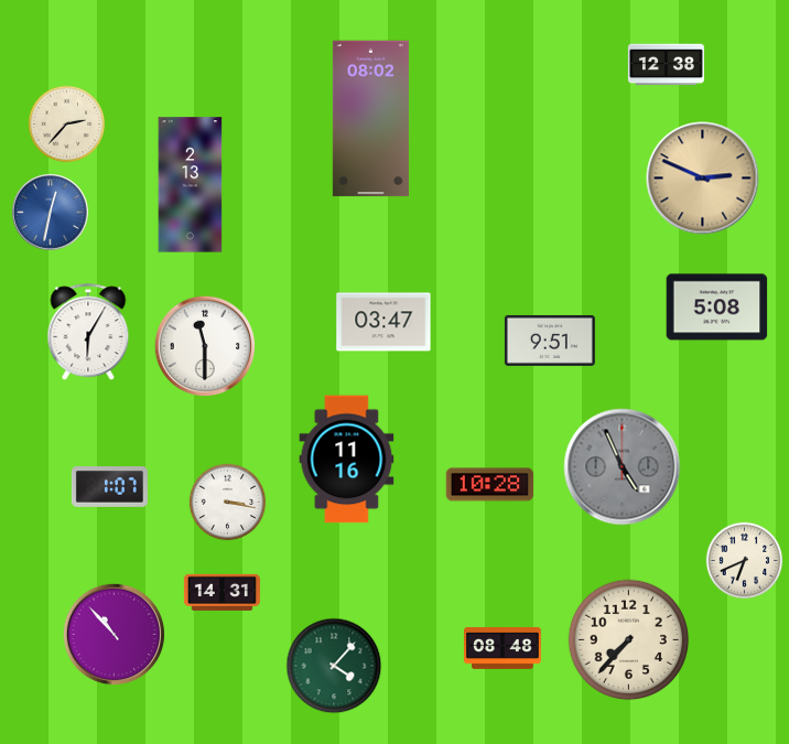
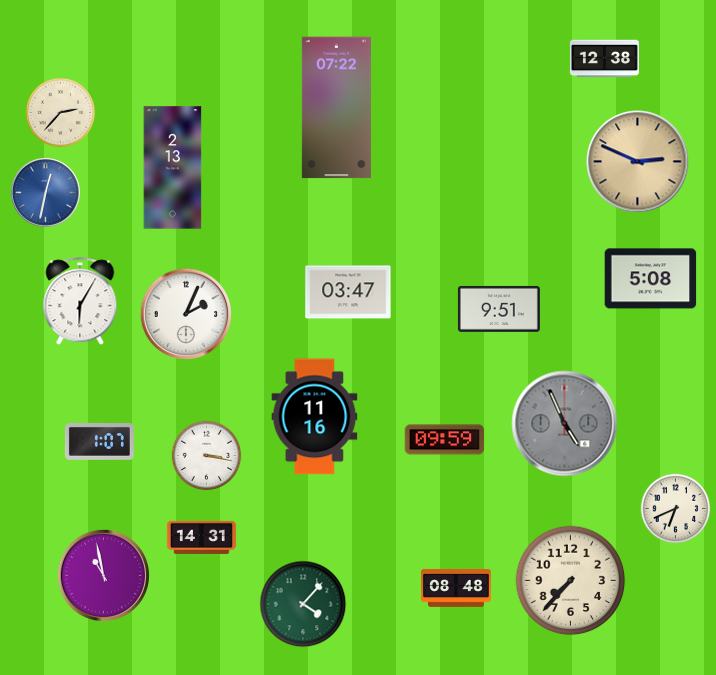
clock at (370, 119): 08:02 -> 07:22
clock at (204, 345): 11:30 -> 2:04
clock at (490, 485): 10:28 -> 09:59
clock at (114, 634): 10:53 -> 10:58
